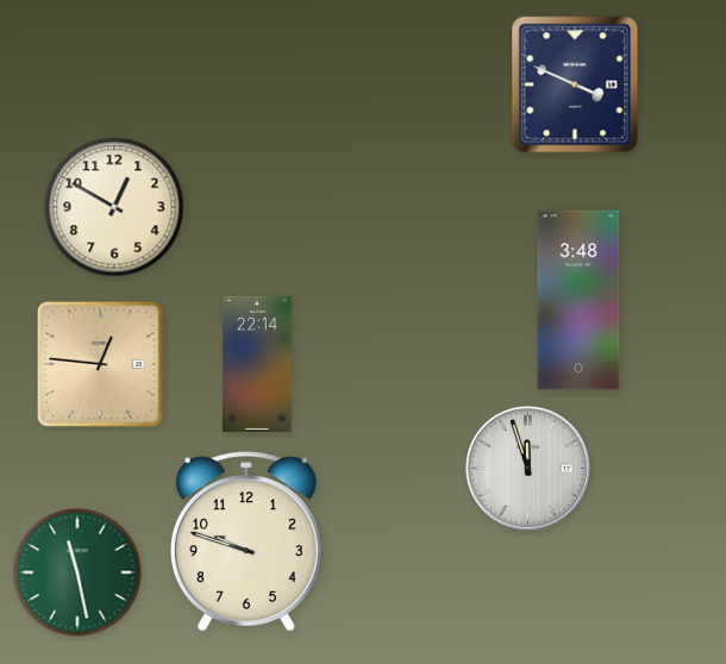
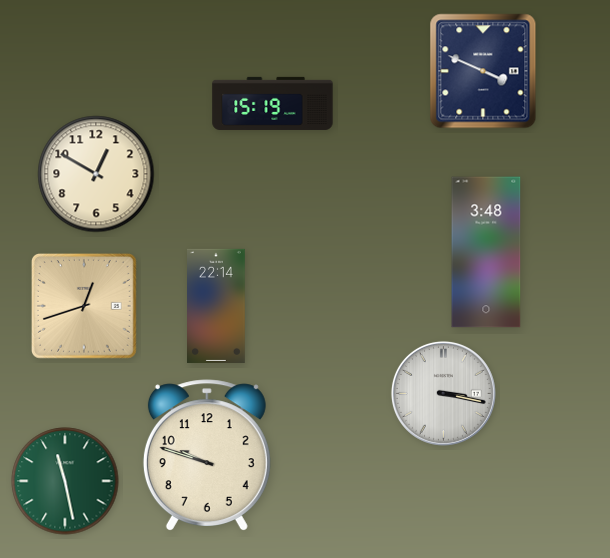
clock at (273, 103): none -> 15:19
clock at (100, 364): 12:46 -> 12:42
clock at (527, 468): 11:57 -> 3:17
